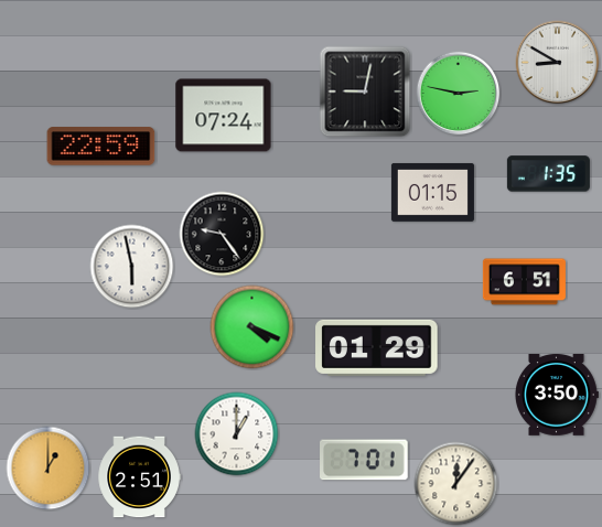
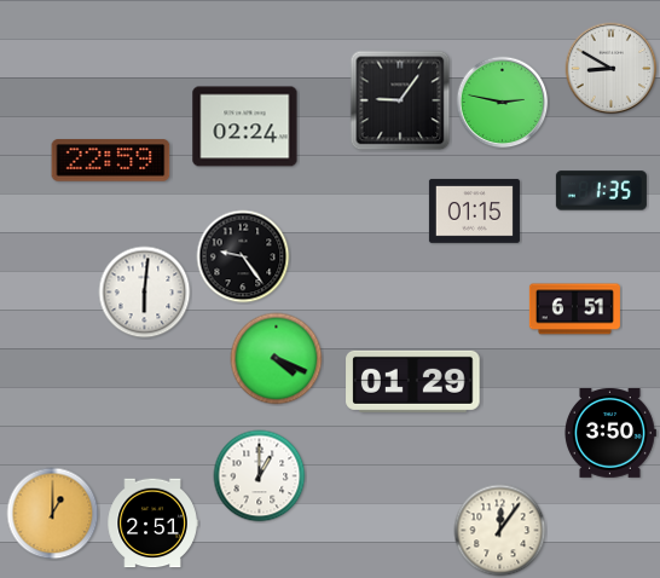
clock at (365, 92): 9:02 -> 9:06
clock at (224, 116): 07:24 -> 02:24
clock at (132, 267): 5:58 -> 6:01
clock at (365, 460): 7:01 -> none
